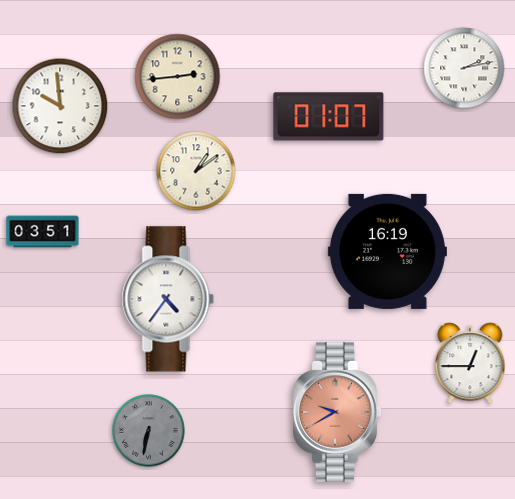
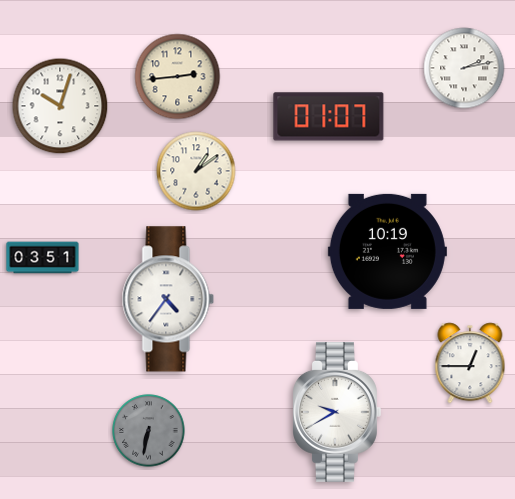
clock at (60, 106): 9:59 -> 10:03
clock at (43, 232) position: (43, 232) -> (43, 258)
clock at (387, 251): 16:19 -> 10:19
clock at (337, 412) dial: salmon -> white
